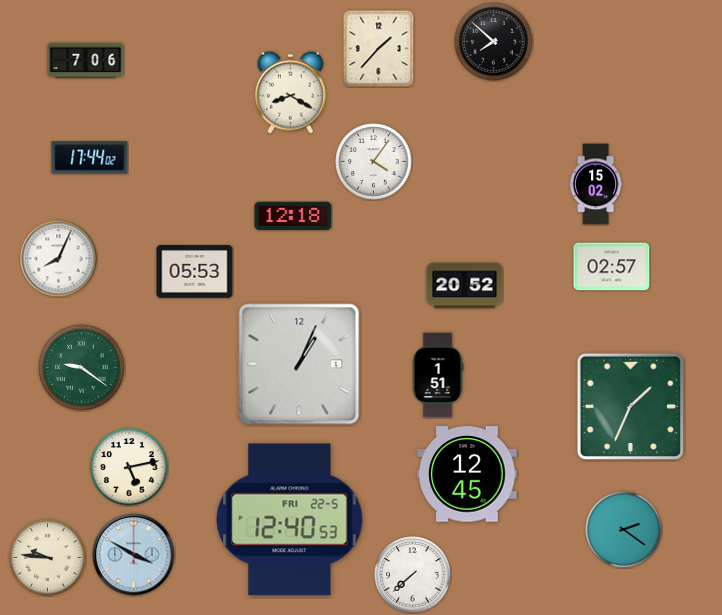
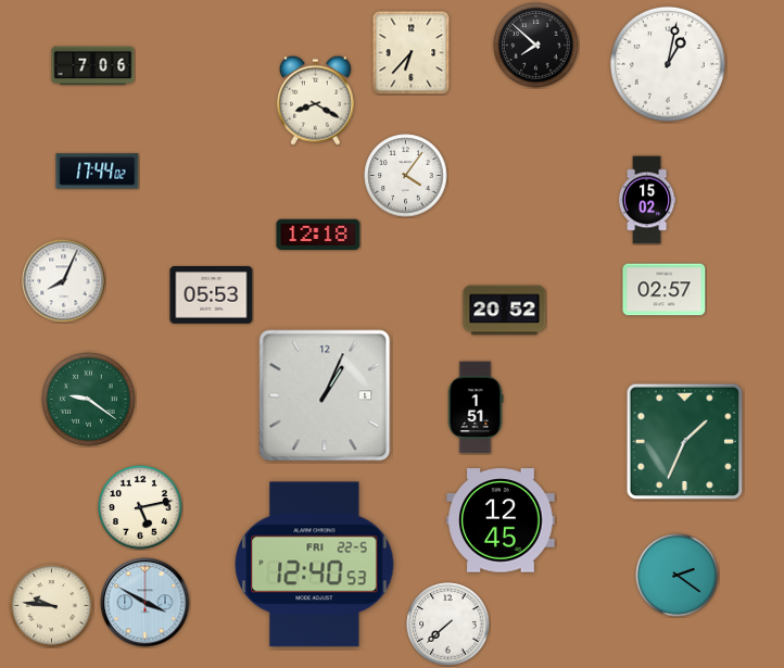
clock at (379, 48): 1:37 -> 6:37
clock at (668, 64): none -> 1:02
clock at (467, 474) position: (467, 474) -> (501, 520)
